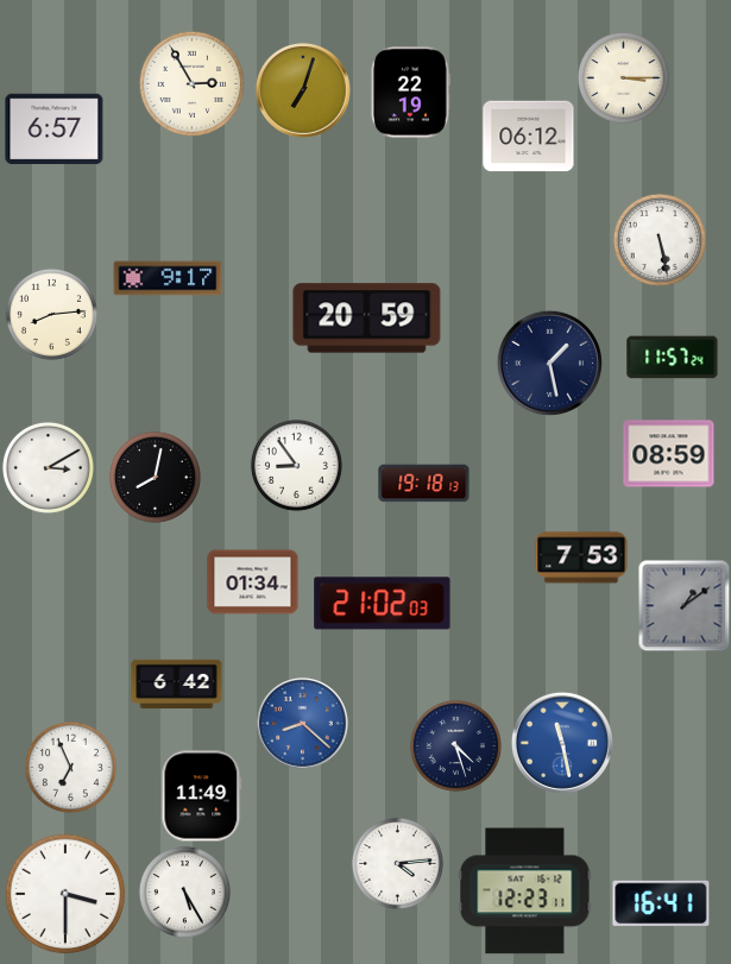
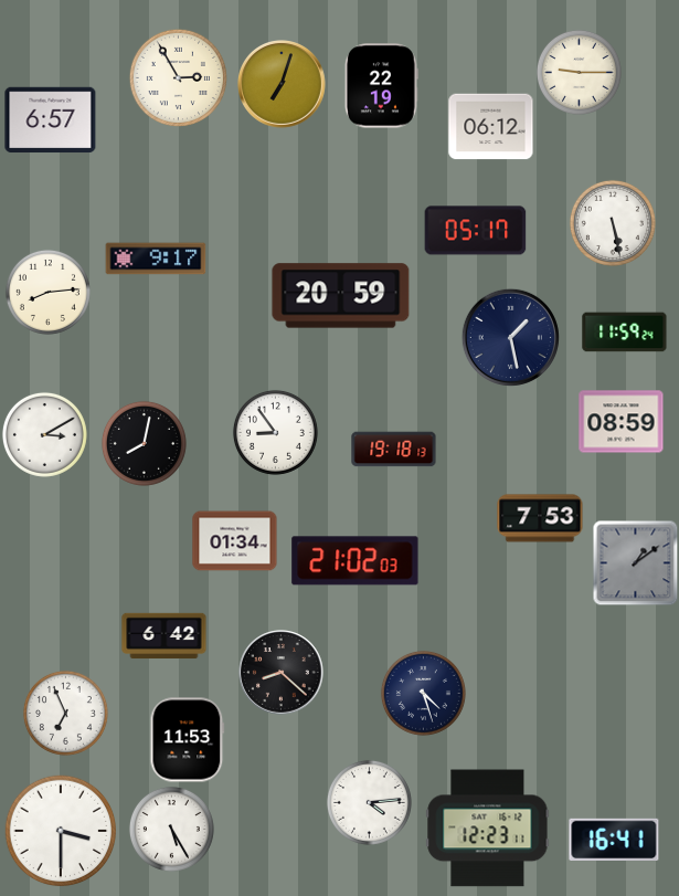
clock at (623, 77): 3:15 -> 9:15
clock at (476, 231): none -> 05:17
clock at (673, 358): 11:57 -> 11:59
clock at (303, 724) dial: blue -> black
clock at (562, 743): 11:28 -> none
clock at (202, 796): 11:49 -> 11:53
